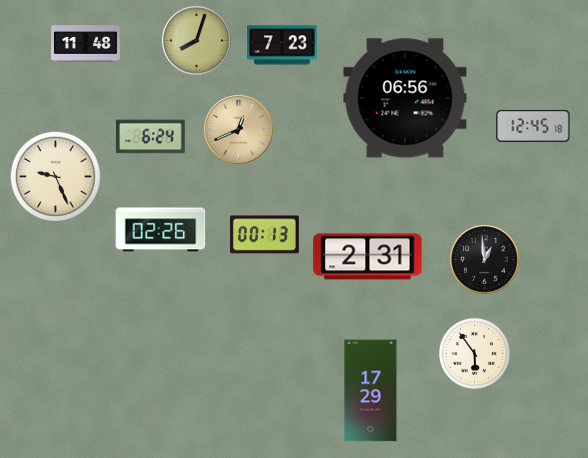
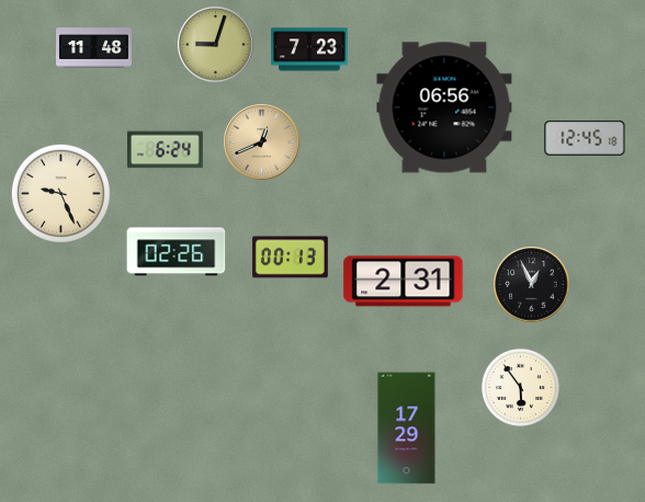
clock at (197, 41): 8:03 -> 9:03
clock at (485, 260): 12:59 -> 12:56
